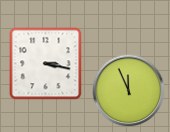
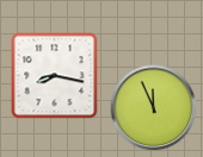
clock at (46, 64): 3:17 -> 8:17
